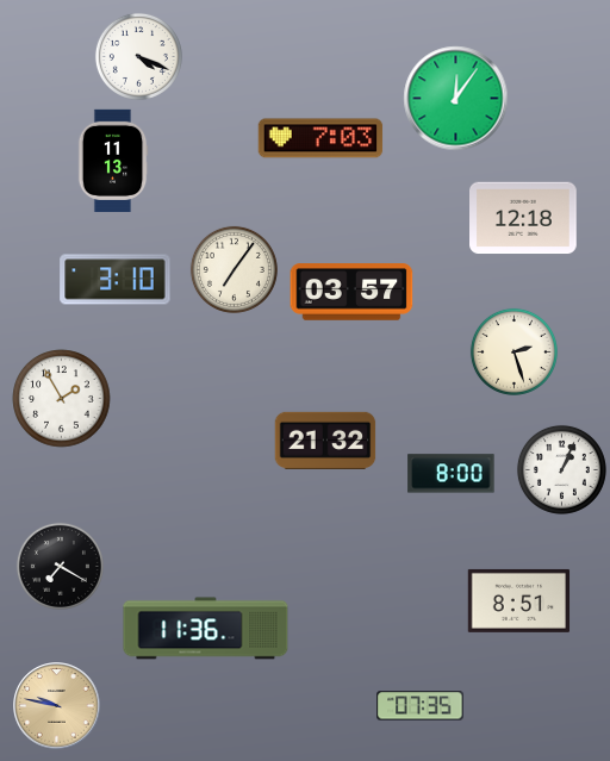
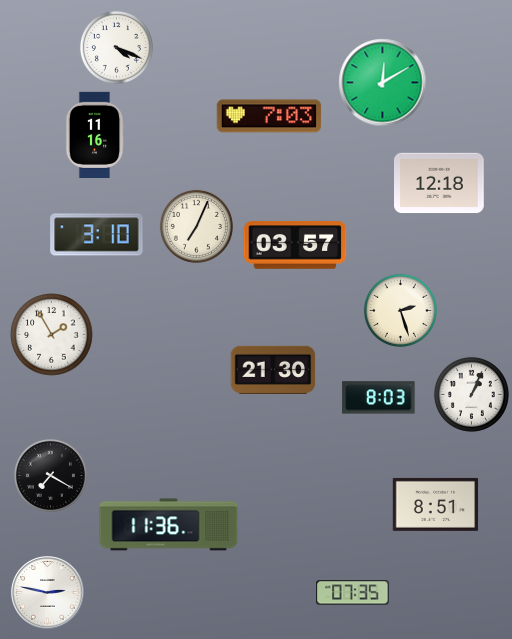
clock at (456, 99): 12:06 -> 12:10
clock at (113, 160): 11:13 -> 11:16
clock at (234, 269): 7:06 -> 7:04
clock at (513, 351) position: (513, 351) -> (400, 310)
clock at (325, 441): 21:32 -> 21:30
clock at (452, 474): 8:00 -> 8:03
clock at (206, 629) position: (206, 629) -> (169, 525)
clock at (57, 706): 9:47 -> 2:47
clock at (57, 706) dial: champagne -> white
